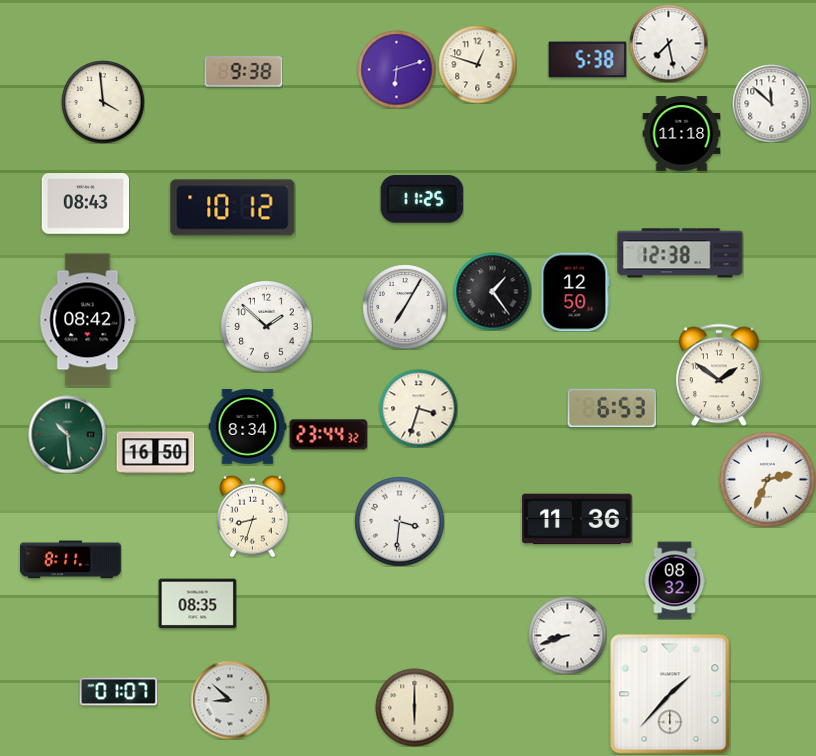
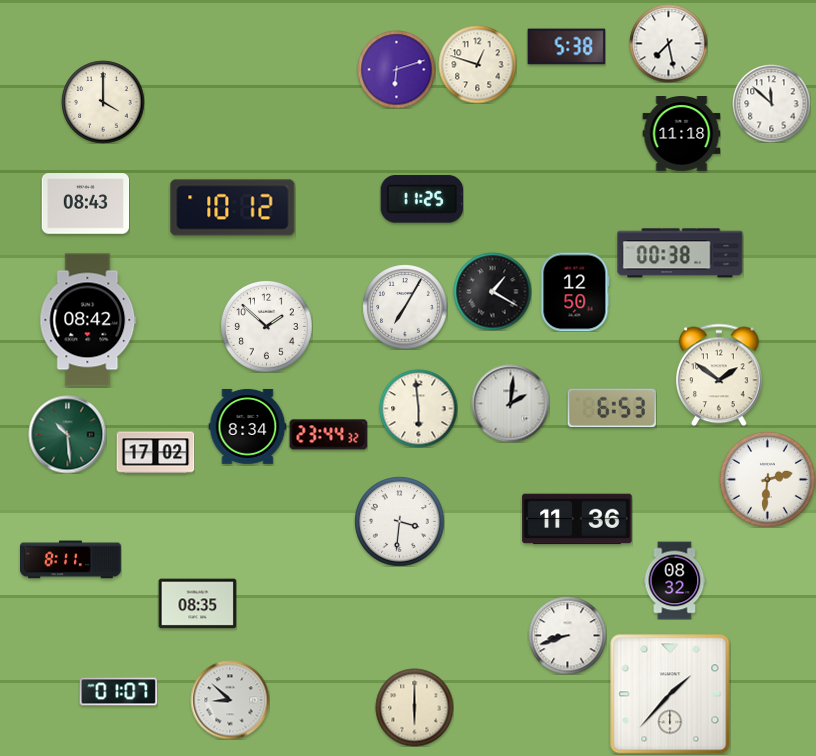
clock at (587, 60) position: (587, 60) -> (566, 47)
clock at (243, 72): 9:38 -> none
clock at (103, 102): 3:59 -> 4:00
clock at (680, 253): 12:38 -> 00:38
clock at (492, 291): 1:24 -> 1:20
clock at (510, 403): none -> 2:01
clock at (418, 408): 3:33 -> 5:59
clock at (155, 453): 16:50 -> 17:02
clock at (767, 479): 2:34 -> 2:31
clock at (253, 516): 8:33 -> none
